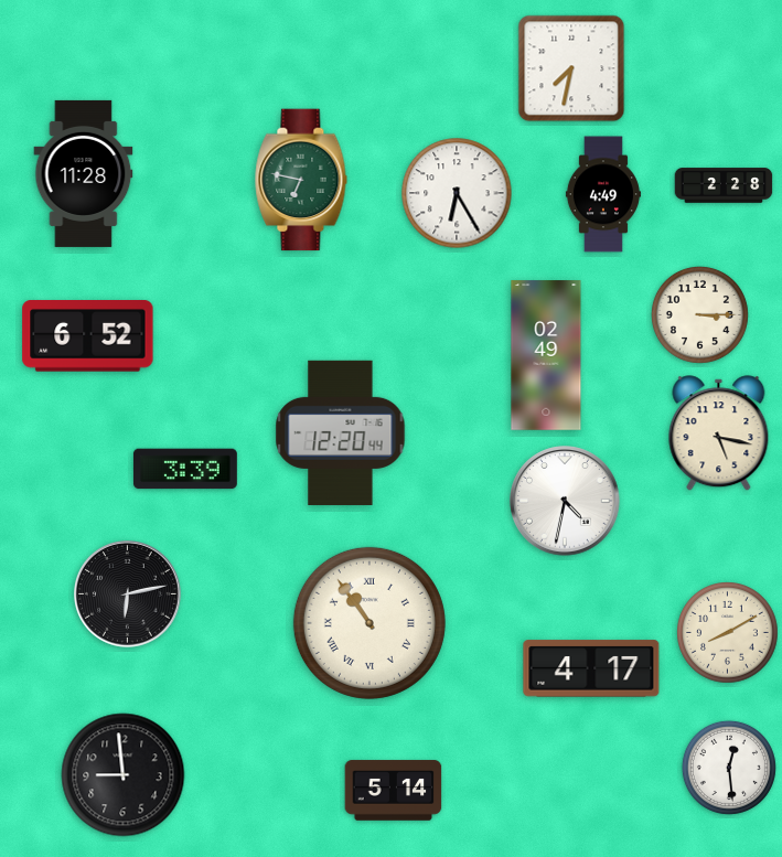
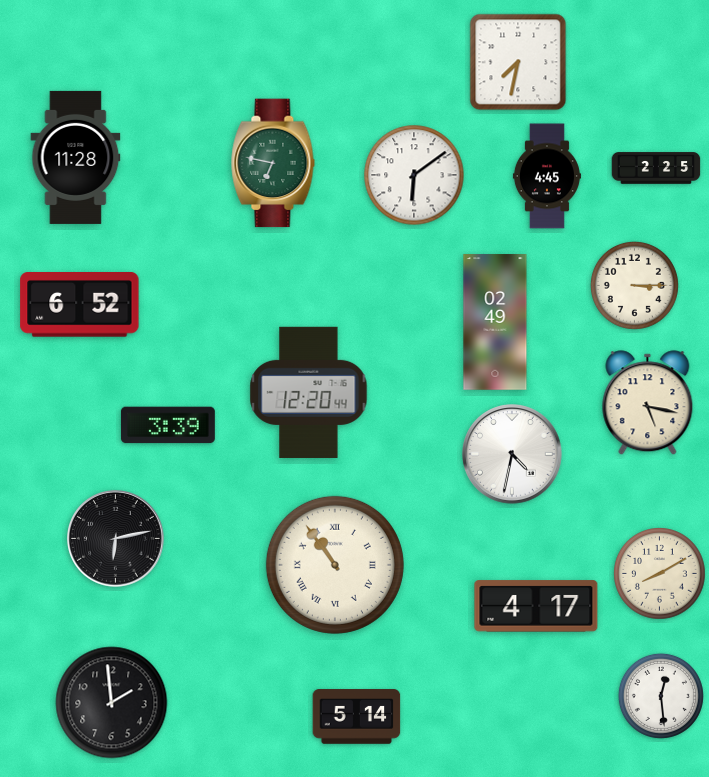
clock at (724, 185): 2:28 -> 2:25
clock at (457, 193): 6:25 -> 6:09
clock at (603, 194): 4:49 -> 4:45
clock at (719, 433) position: (719, 433) -> (648, 403)
clock at (124, 775): 8:59 -> 1:59
